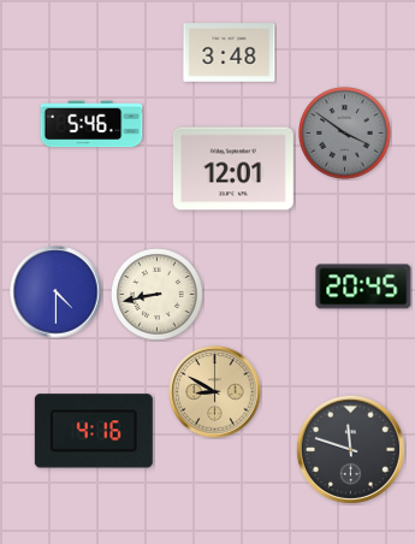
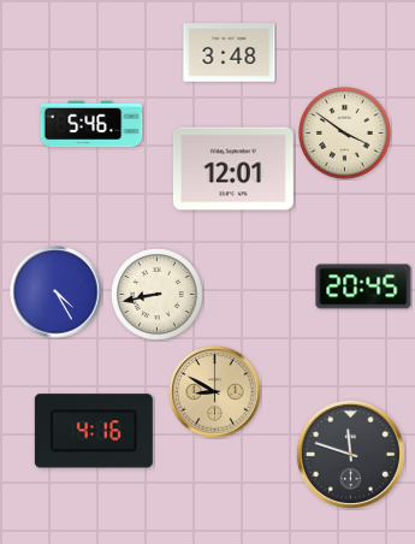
clock at (345, 134) dial: grey -> cream
clock at (57, 292): 4:30 -> 4:25
clock at (350, 449) position: (350, 449) -> (350, 454)
